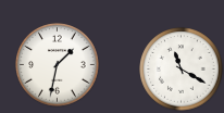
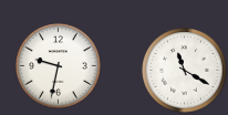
clock at (58, 65): 1:32 -> 9:32
